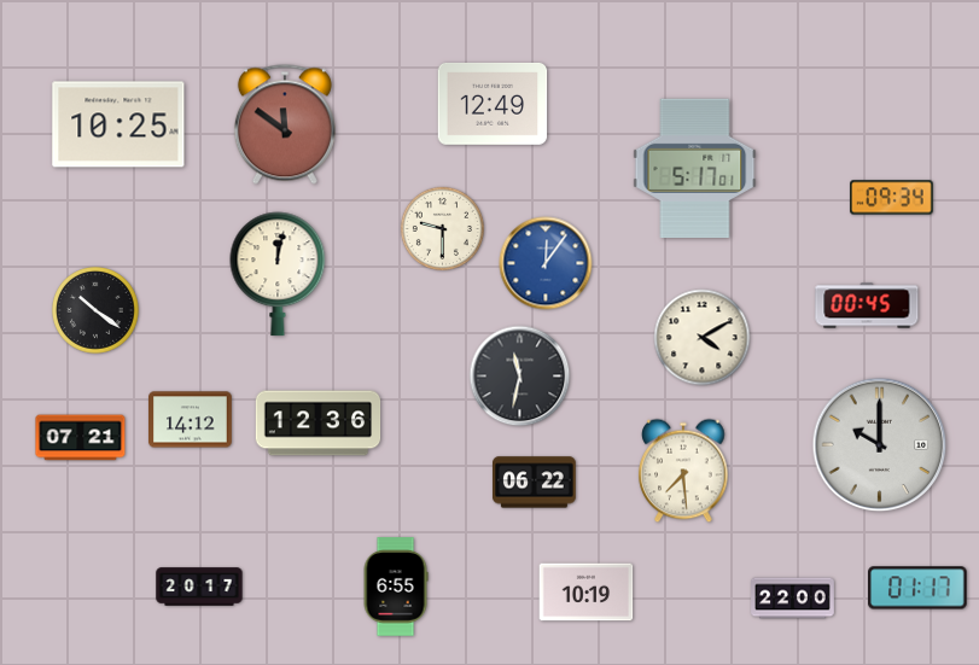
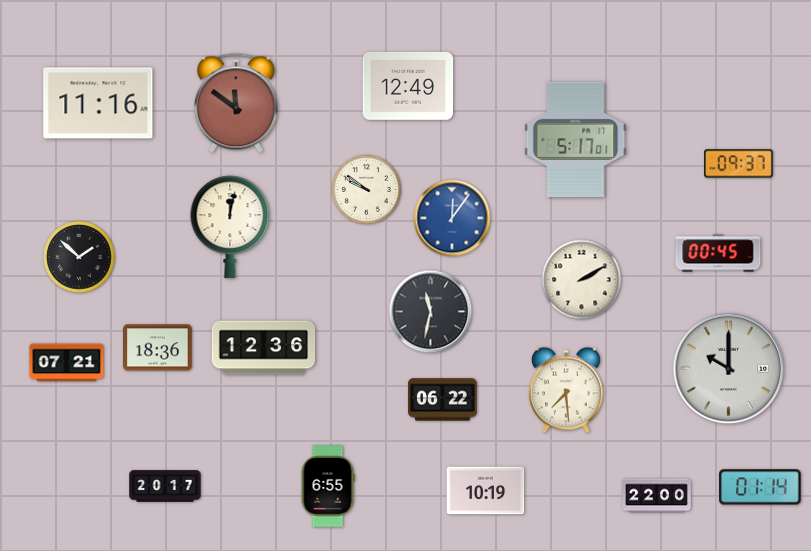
clock at (118, 124): 10:25 -> 11:16
clock at (892, 198): 09:34 -> 09:37
clock at (442, 228): 9:30 -> 9:51
clock at (97, 311): 10:21 -> 1:52
clock at (703, 338): 4:10 -> 2:10
clock at (191, 420): 14:12 -> 18:36
clock at (319, 424) position: (319, 424) -> (264, 348)
clock at (919, 588): 01:17 -> 01:14
